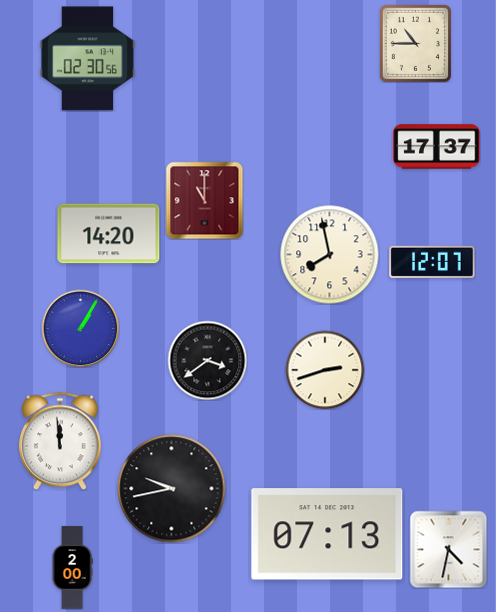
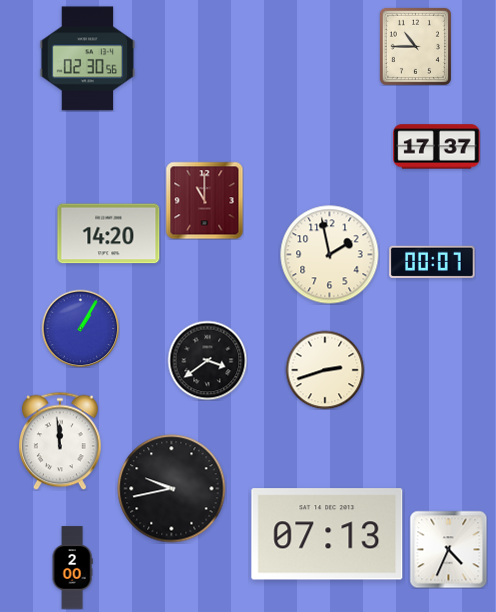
clock at (415, 43) position: (415, 43) -> (415, 46)
clock at (330, 255): 7:58 -> 1:58
clock at (432, 261): 12:07 -> 00:07
clock at (448, 549): 4:32 -> 4:34
